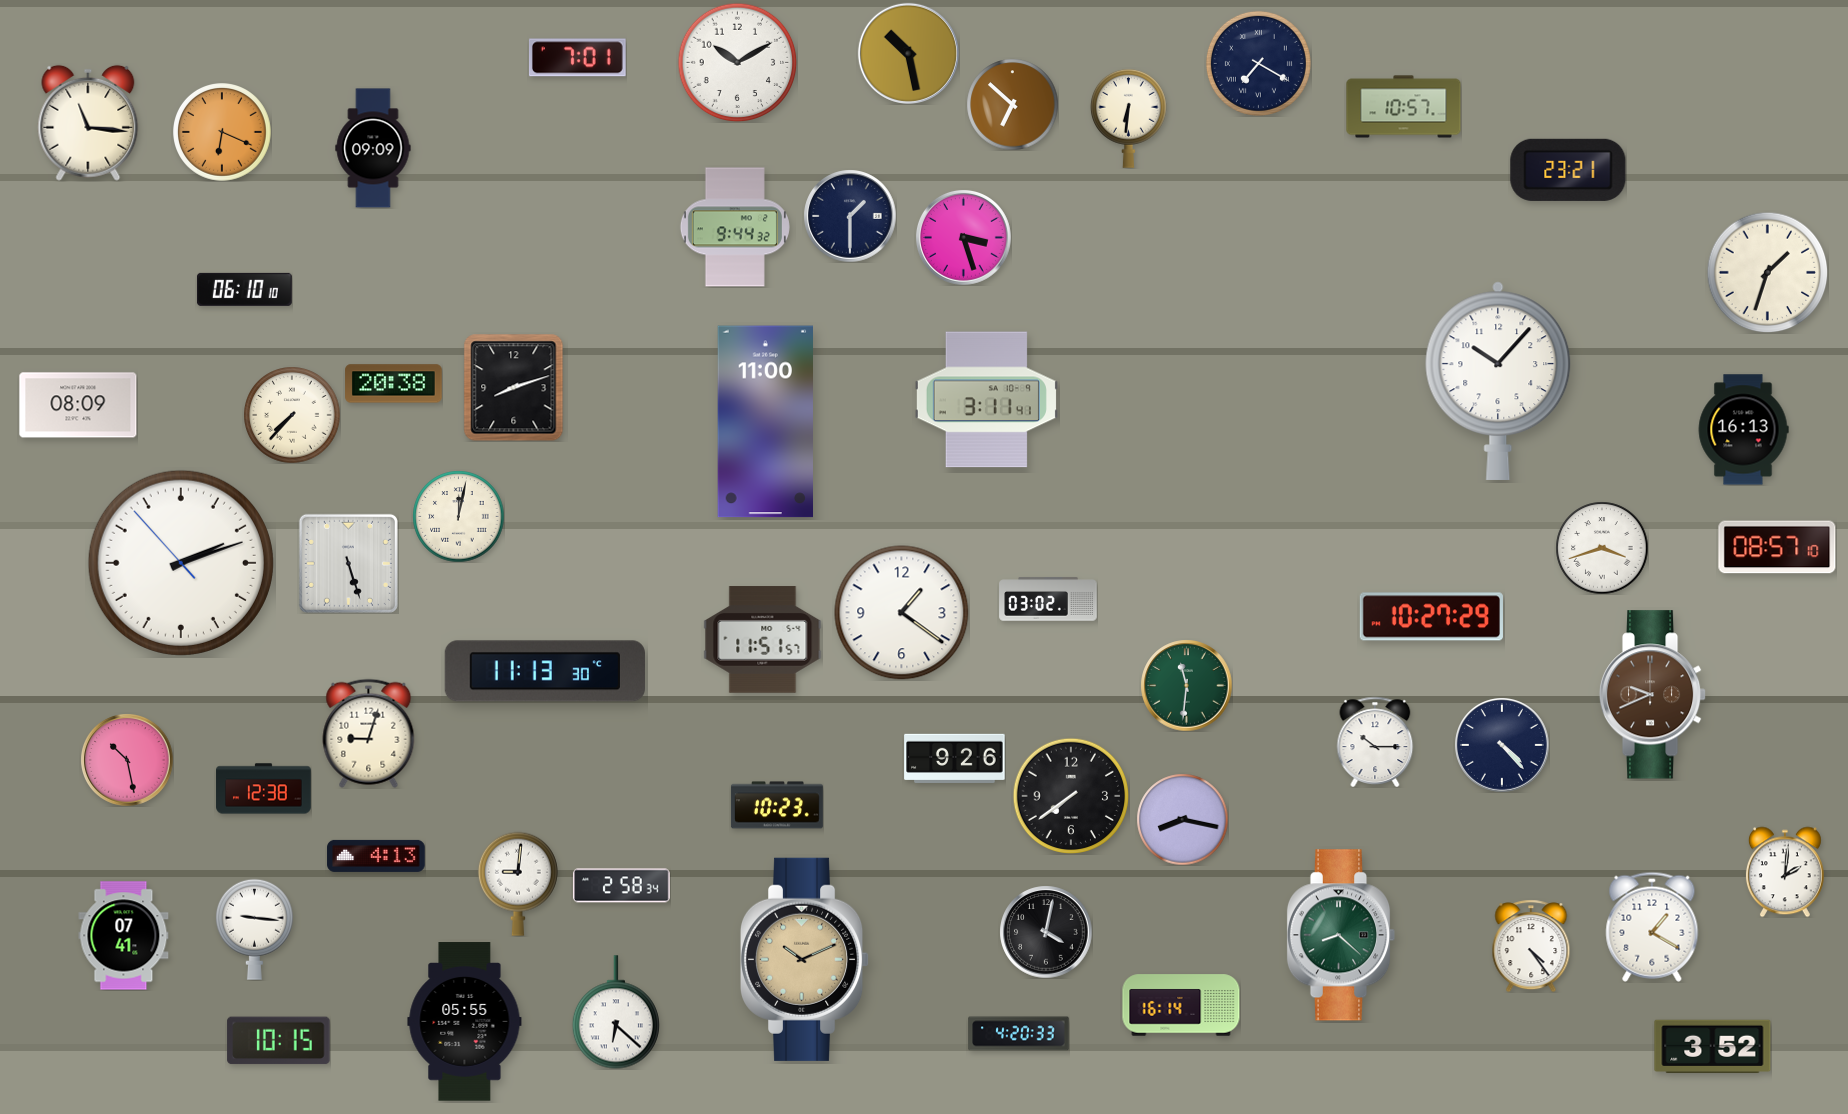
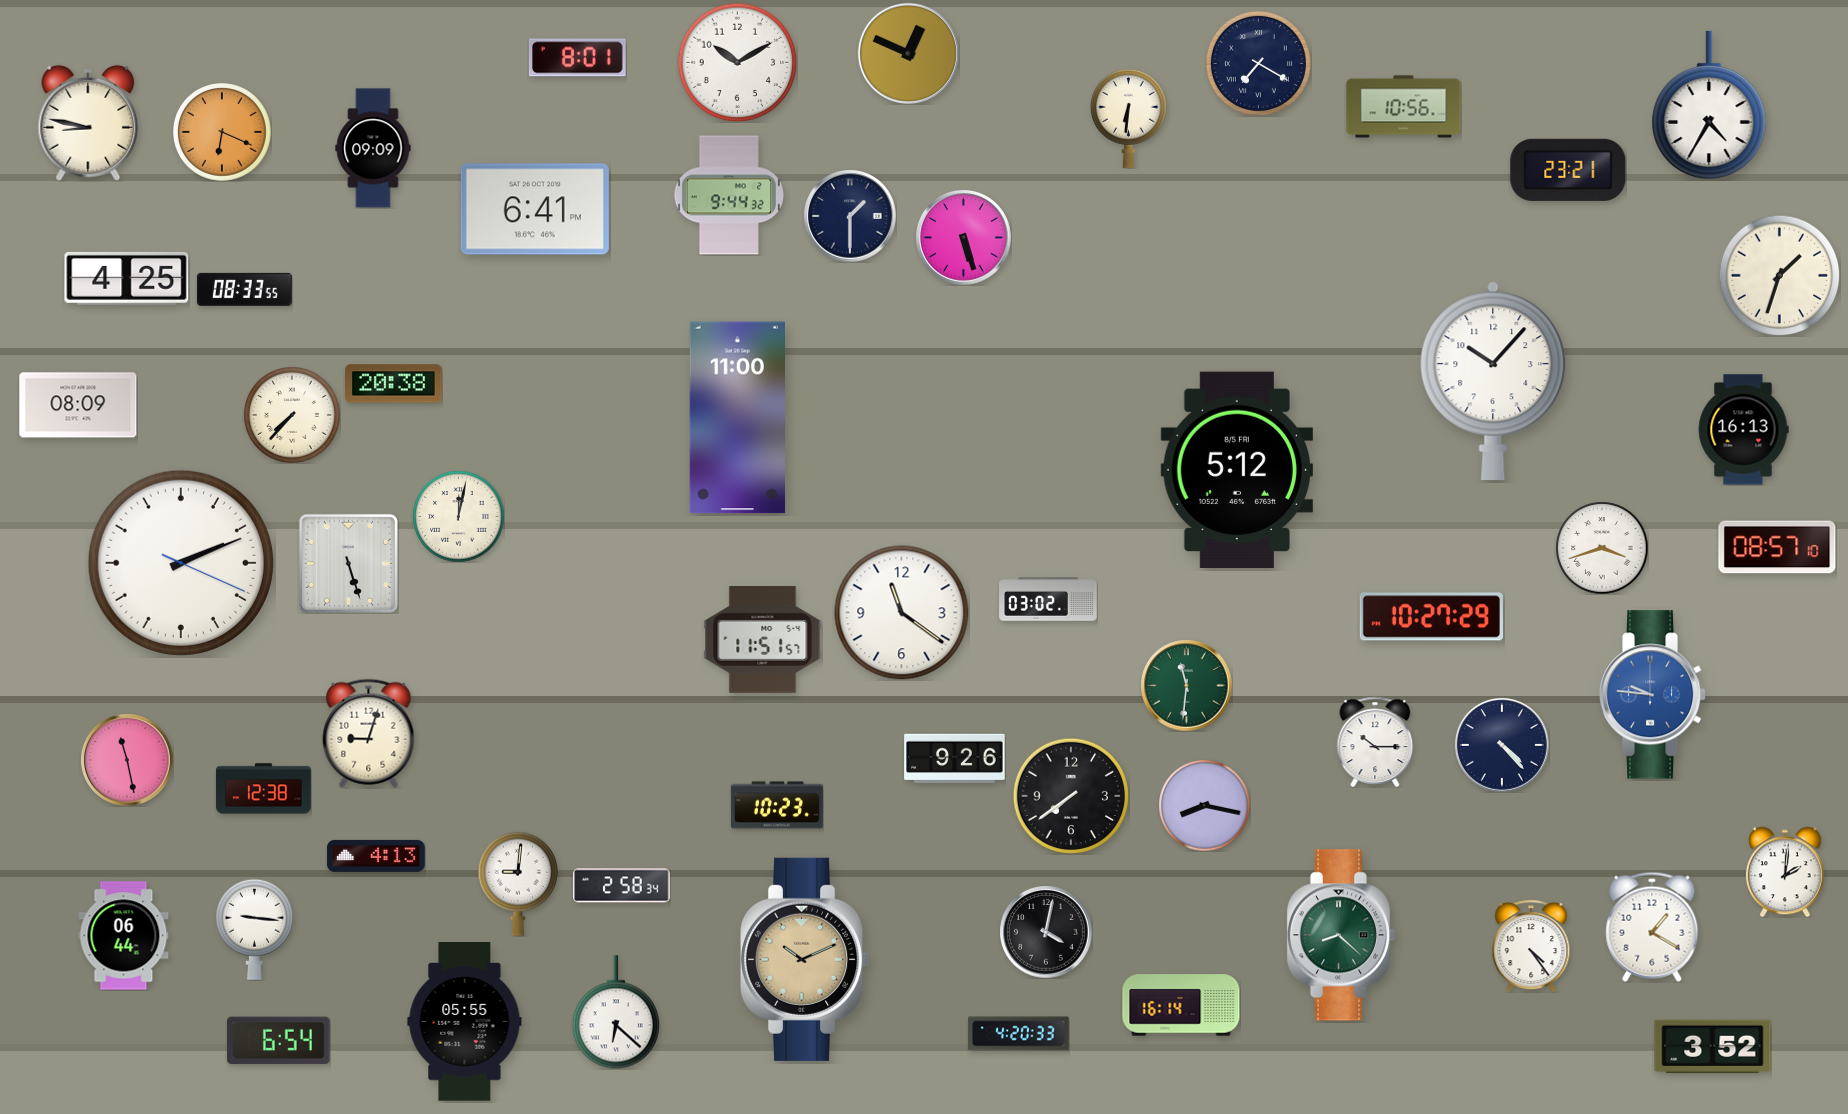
clock at (908, 53): 10:28 -> 12:49
clock at (577, 58): 7:01 -> 8:01
clock at (1012, 104): 6:52 -> none
clock at (1709, 105): none -> 4:35
clock at (1404, 107): 10:57 -> 10:56
clock at (88, 123): 11:16 -> 8:47
clock at (535, 209): none -> 6:41
clock at (735, 227) position: (735, 227) -> (729, 195)
clock at (963, 237): 3:27 -> 5:27
clock at (1767, 272) position: (1767, 272) -> (1779, 275)
clock at (127, 278): none -> 4:25
clock at (244, 289): 06:10 -> 08:33
clock at (1498, 381) position: (1498, 381) -> (1493, 381)
clock at (514, 387): 8:12 -> none
clock at (986, 400): 3:11 -> none
clock at (765, 422) position: (765, 422) -> (737, 418)
clock at (1237, 470): none -> 5:12
clock at (181, 563): 2:11:53 -> 2:11:19
clock at (902, 613): 1:21 -> 11:21
clock at (545, 671): 11:13 -> none
clock at (1653, 695): 9:41 -> 9:46
clock at (1653, 695) dial: brown -> blue
clock at (127, 760): 10:28 -> 11:28
clock at (1182, 819) position: (1182, 819) -> (1204, 805)
clock at (124, 936): 07:41 -> 06:44
clock at (279, 1041): 10:15 -> 6:54
